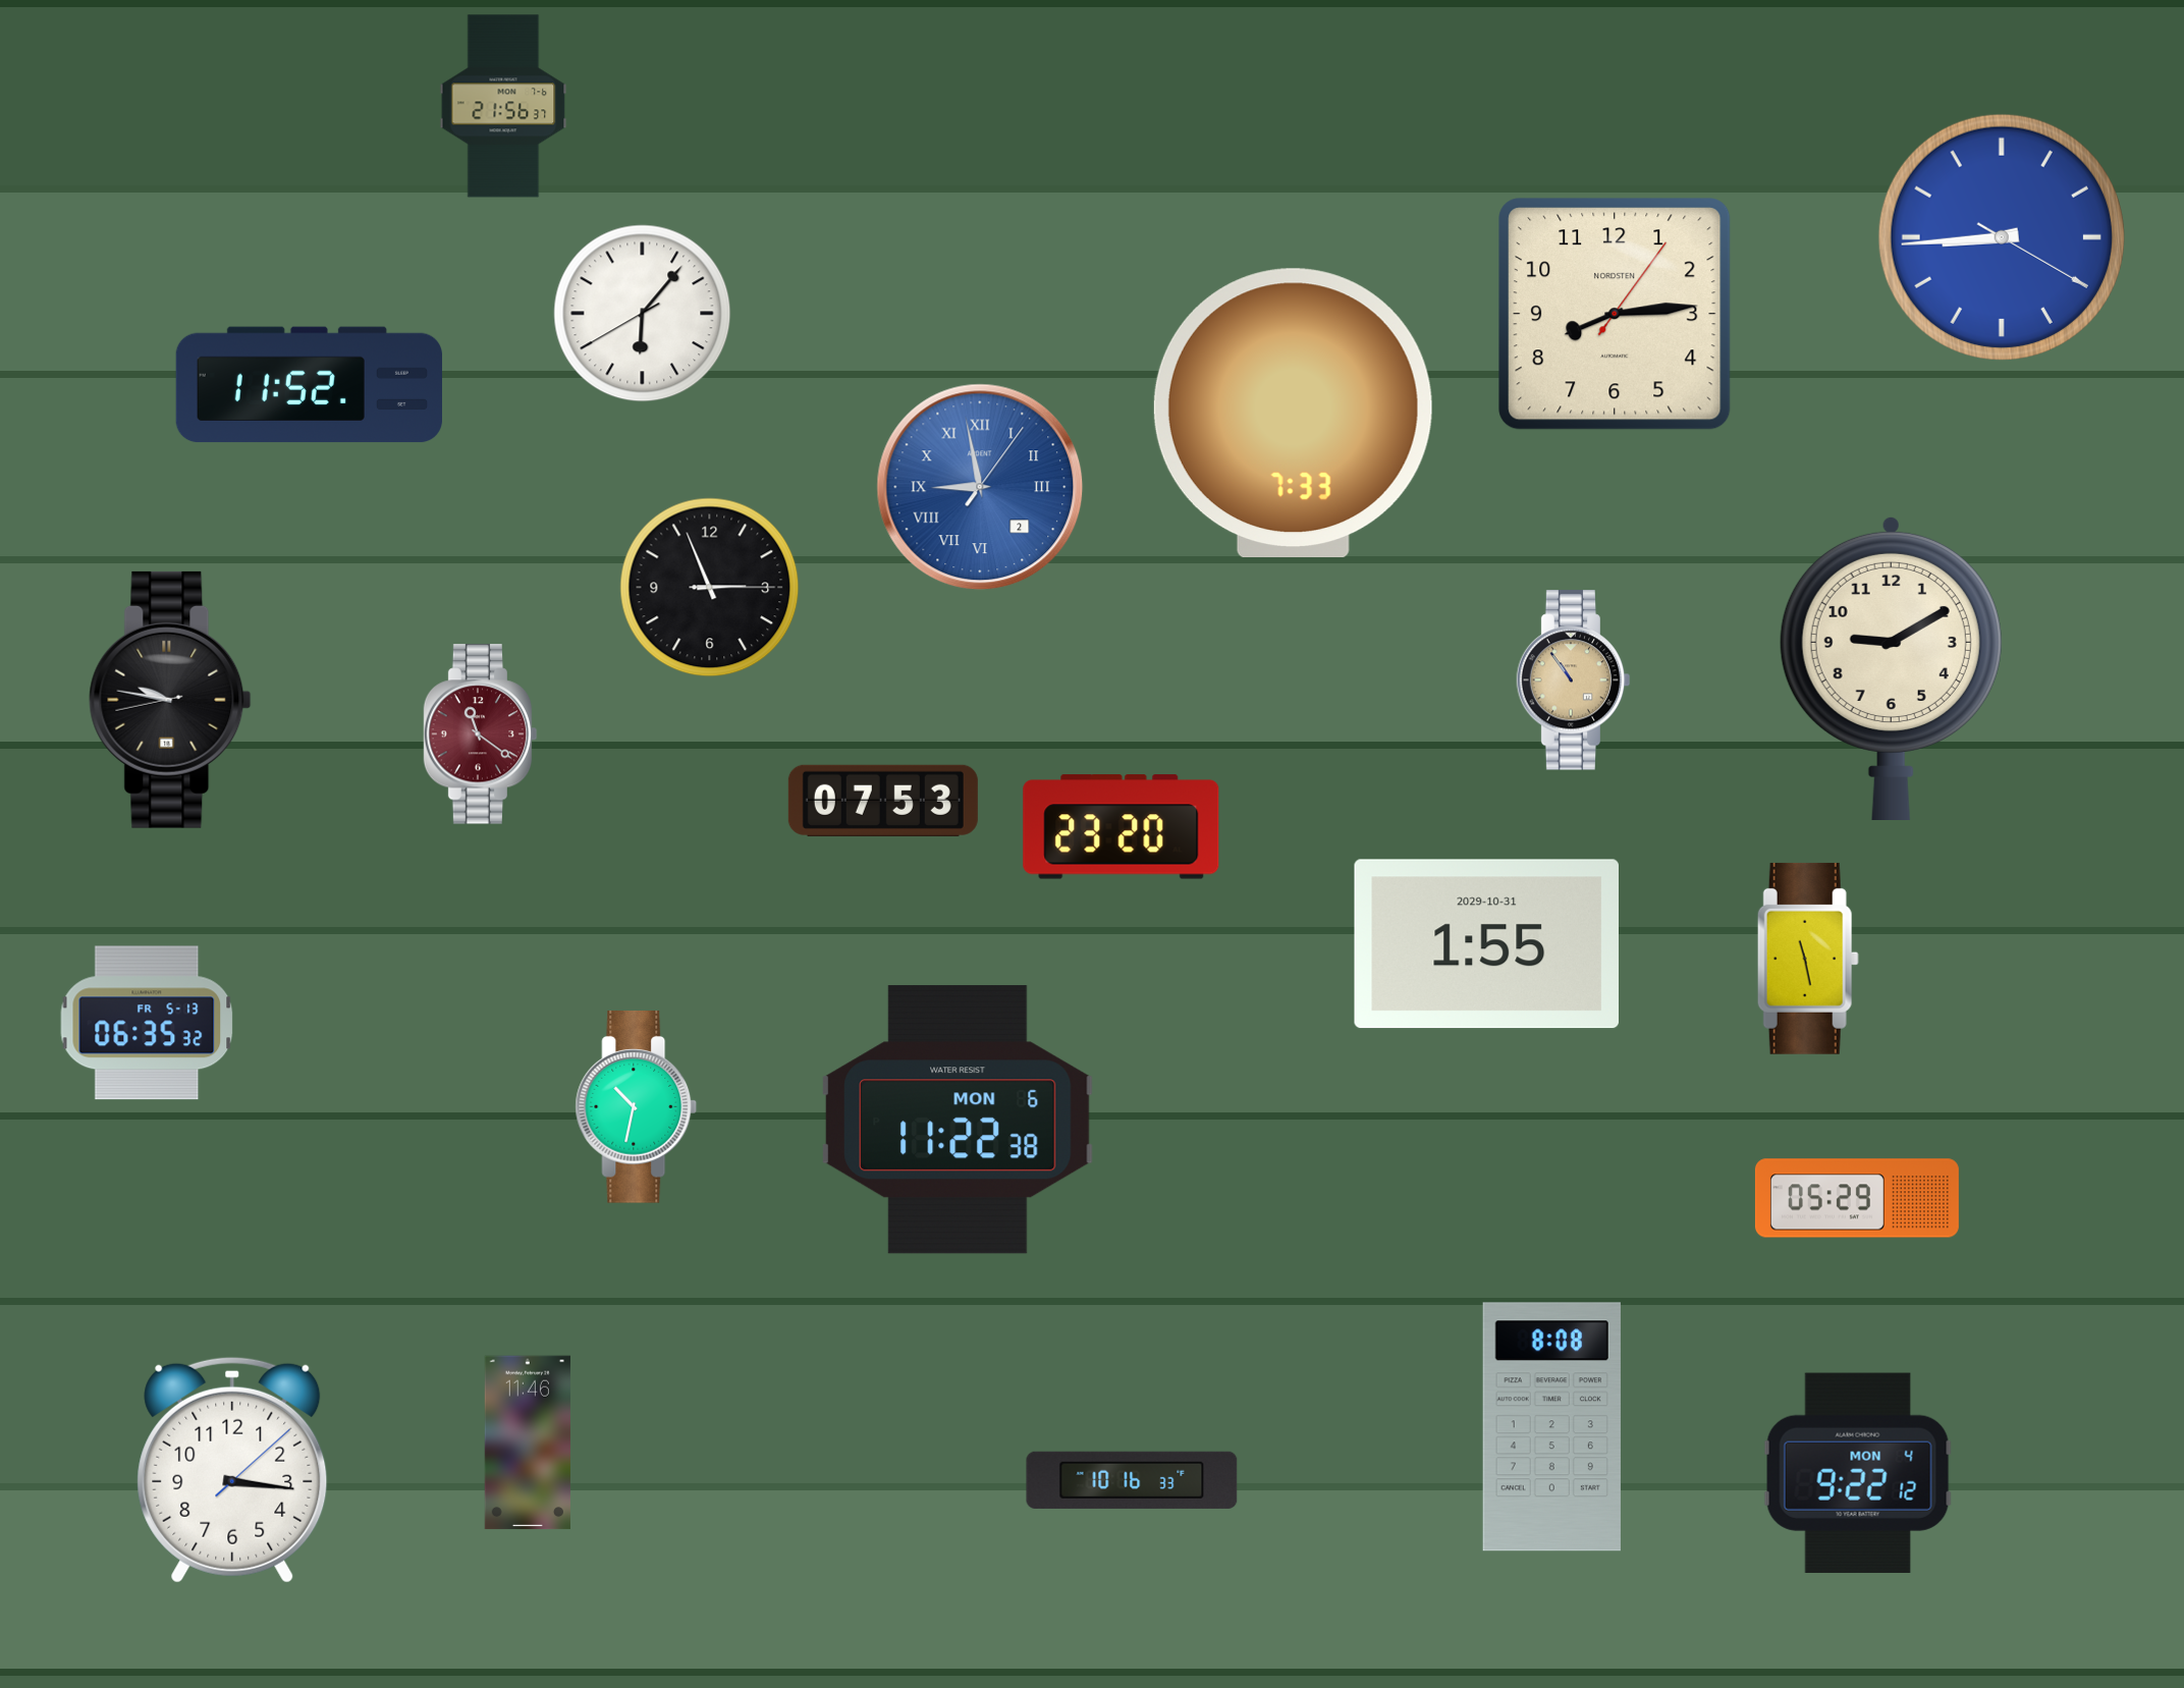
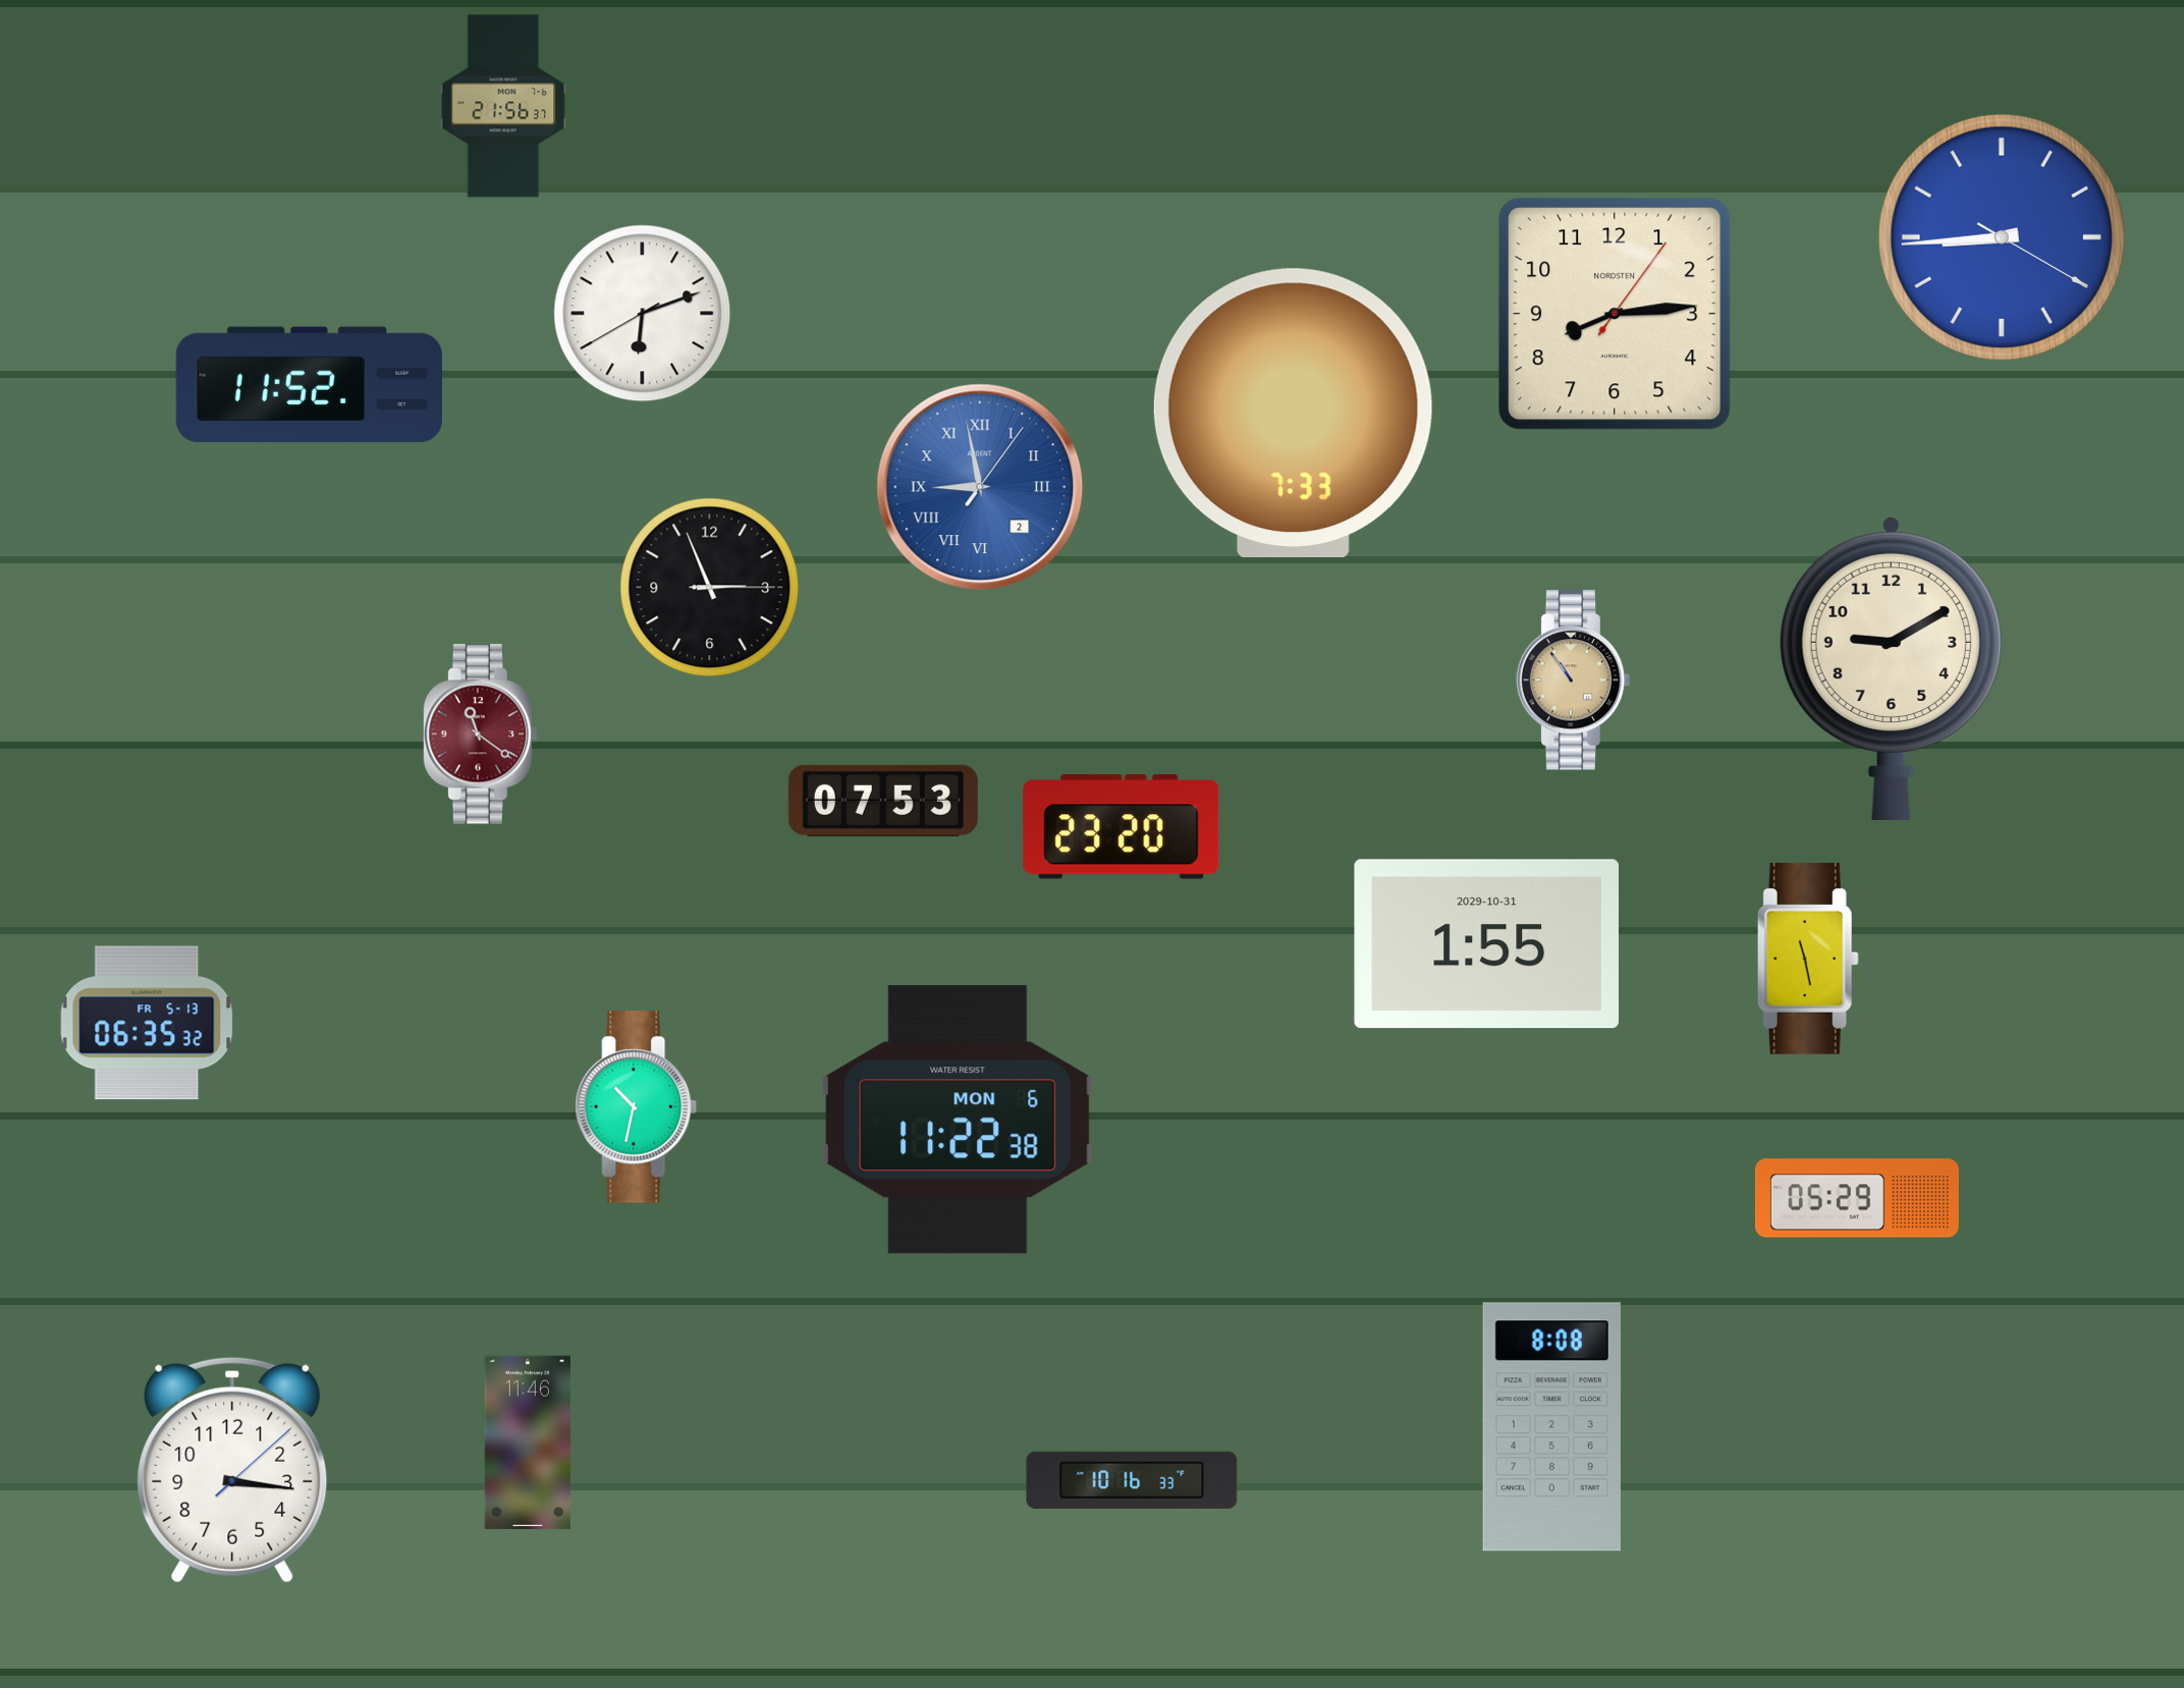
clock at (643, 314): 6:06 -> 6:11
clock at (170, 700): 9:46 -> none
clock at (1858, 1473): 9:22 -> none
